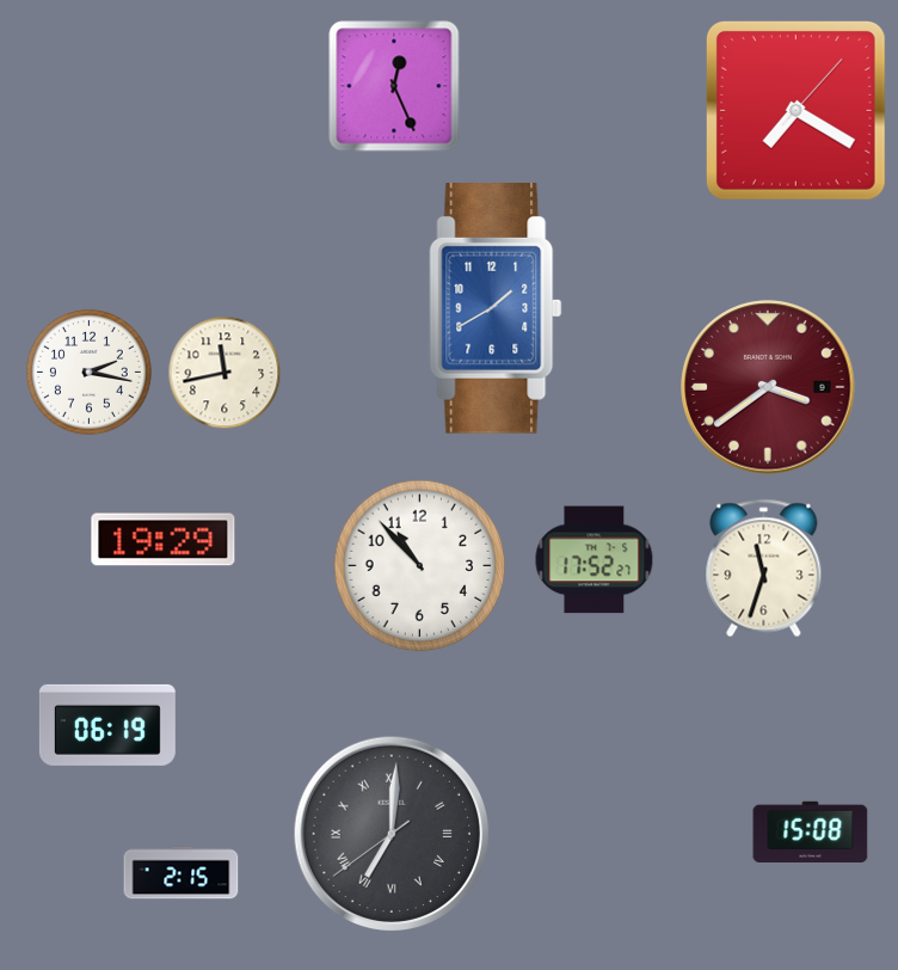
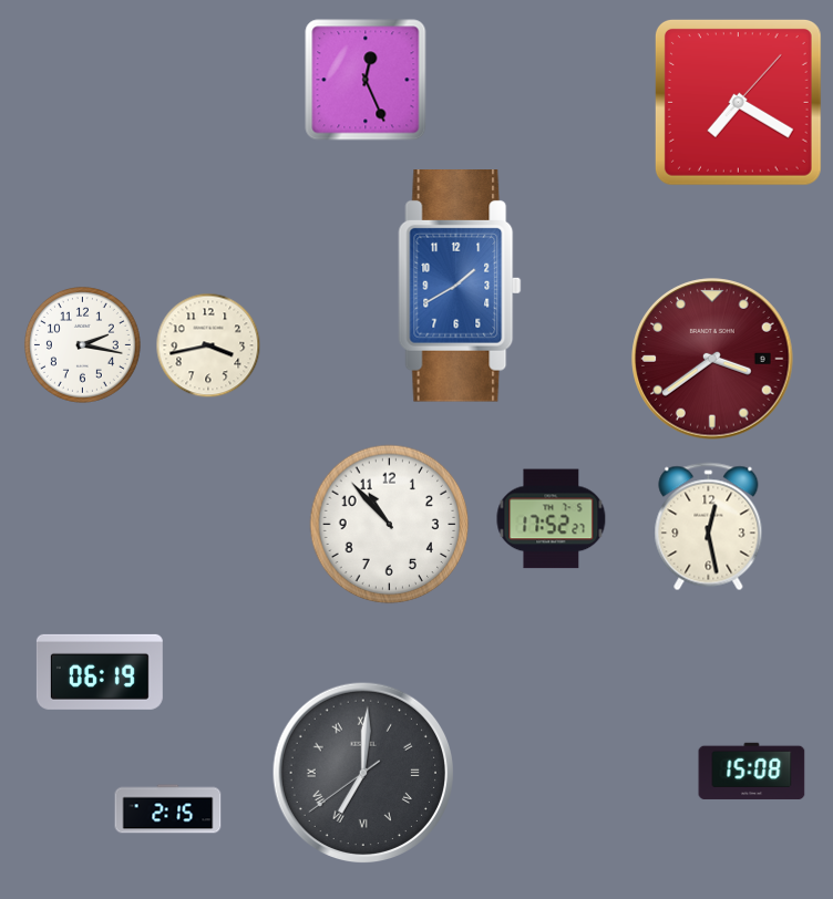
clock at (224, 373): 11:43 -> 3:43
clock at (164, 540): 19:29 -> none
clock at (764, 569): 11:33 -> 12:28
